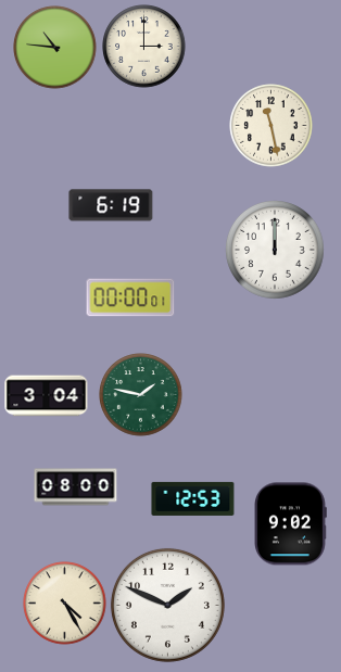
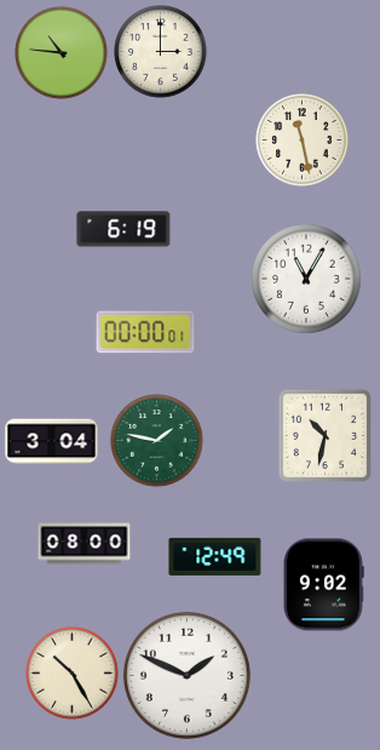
clock at (276, 251): 12:00 -> 11:05
clock at (324, 435): none -> 10:32
clock at (193, 498): 12:53 -> 12:49
clock at (65, 604): 4:25 -> 10:25
